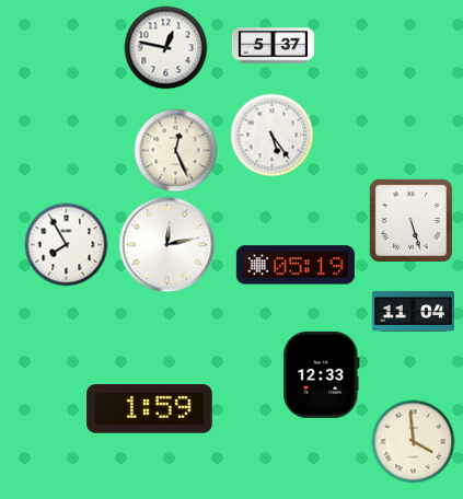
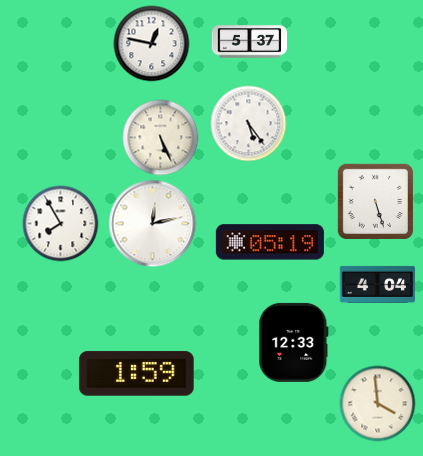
clock at (176, 151): 12:26 -> 5:26
clock at (413, 311): 11:04 -> 4:04
